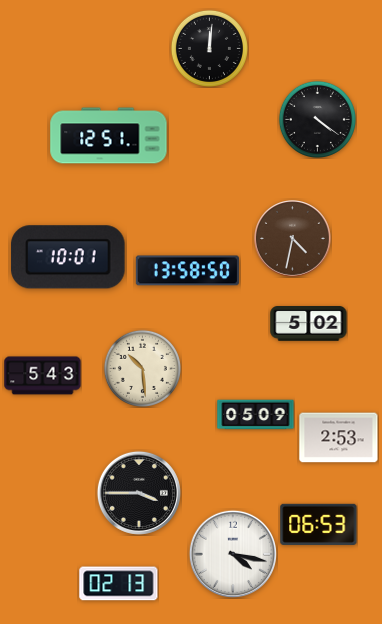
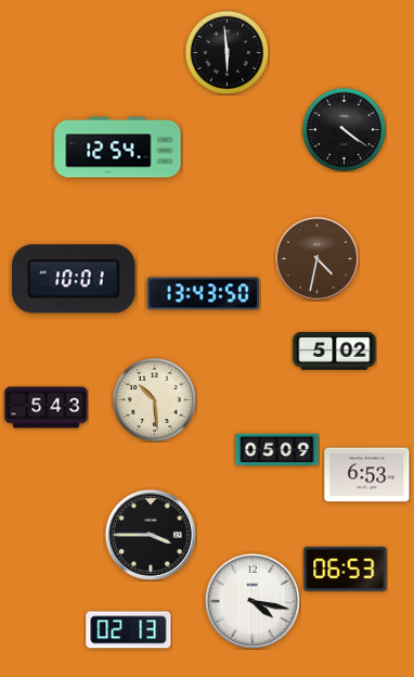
clock at (209, 48): 12:01 -> 5:59
clock at (109, 136): 12:51 -> 12:54
clock at (187, 271): 13:58 -> 13:43
clock at (339, 438): 2:53 -> 6:53
clock at (119, 584) position: (119, 584) -> (129, 630)
